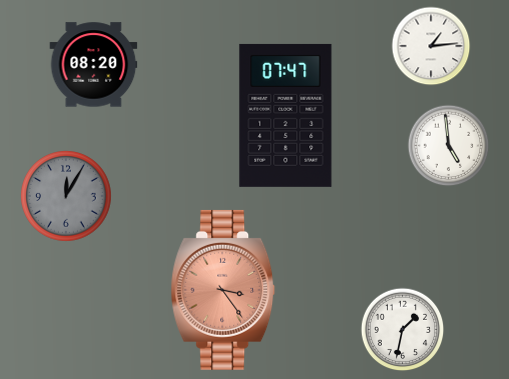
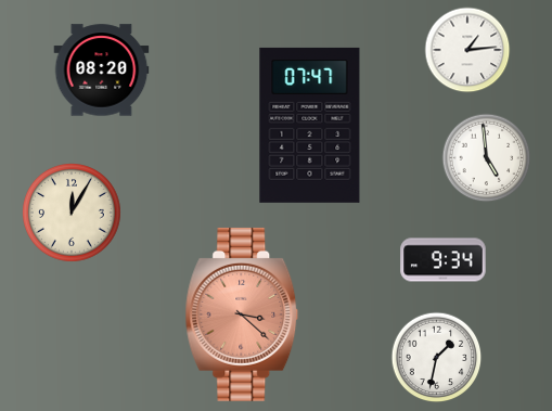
clock at (67, 197) dial: grey -> cream
clock at (444, 260): none -> 9:34
clock at (223, 290): 3:24 -> 3:22
